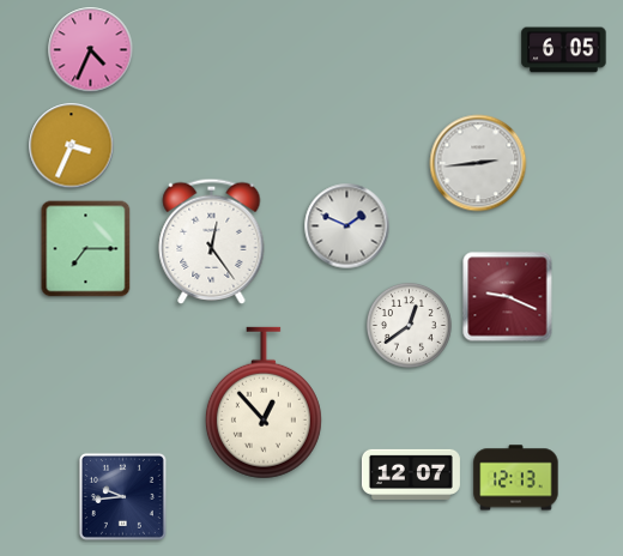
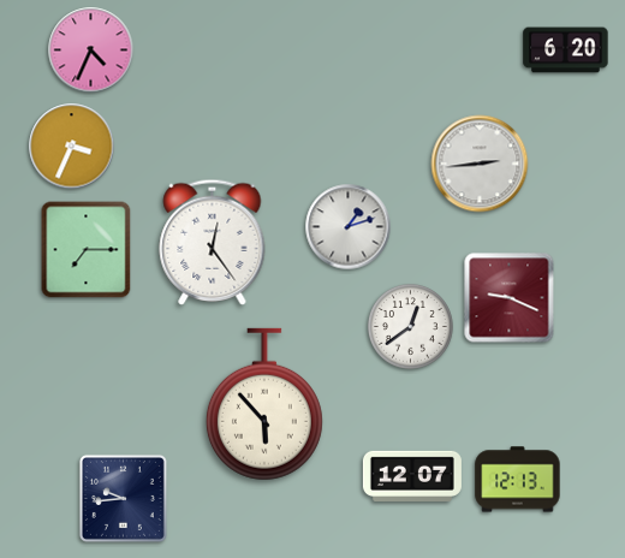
clock at (564, 50): 6:05 -> 6:20
clock at (347, 226): 1:49 -> 1:12
clock at (264, 403): 12:53 -> 5:53
